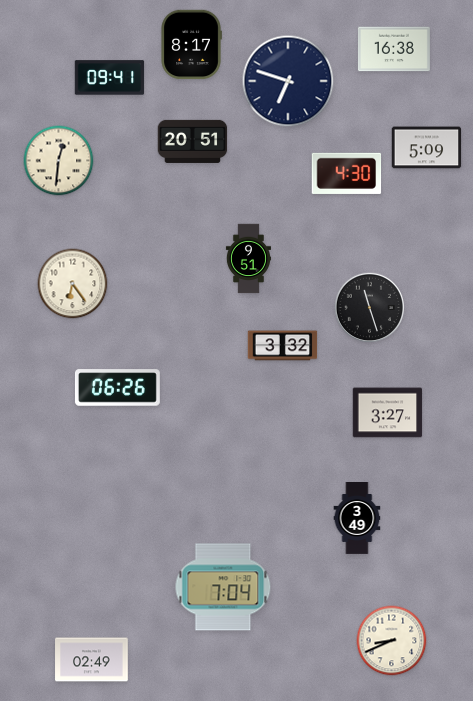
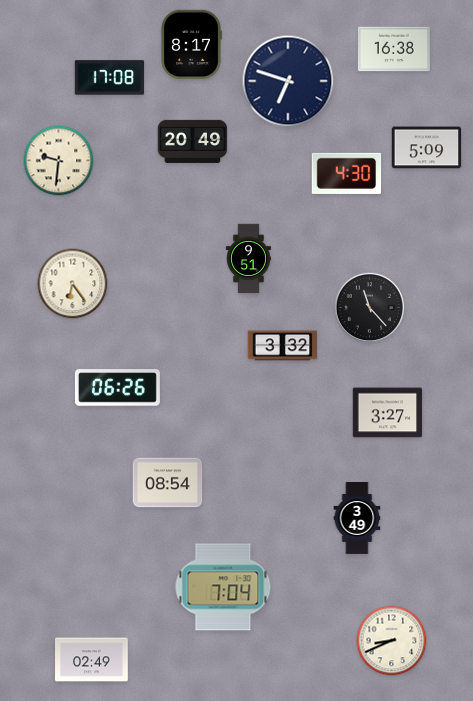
clock at (110, 78): 09:41 -> 17:08
clock at (193, 141): 20:51 -> 20:49
clock at (59, 161): 12:31 -> 9:31
clock at (369, 307): 11:27 -> 11:23
clock at (168, 483): none -> 08:54
